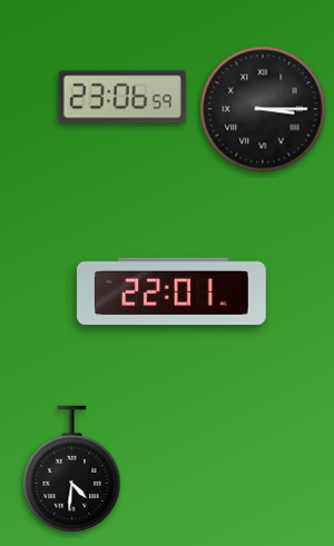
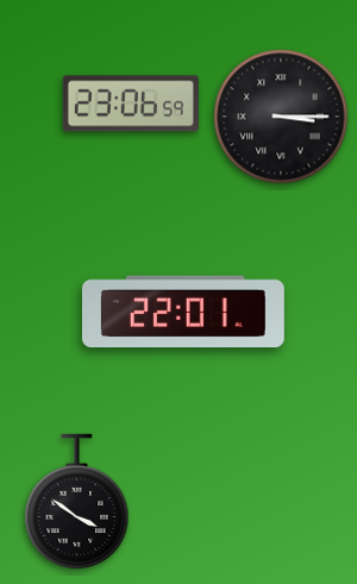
clock at (72, 469): 4:31 -> 3:51
